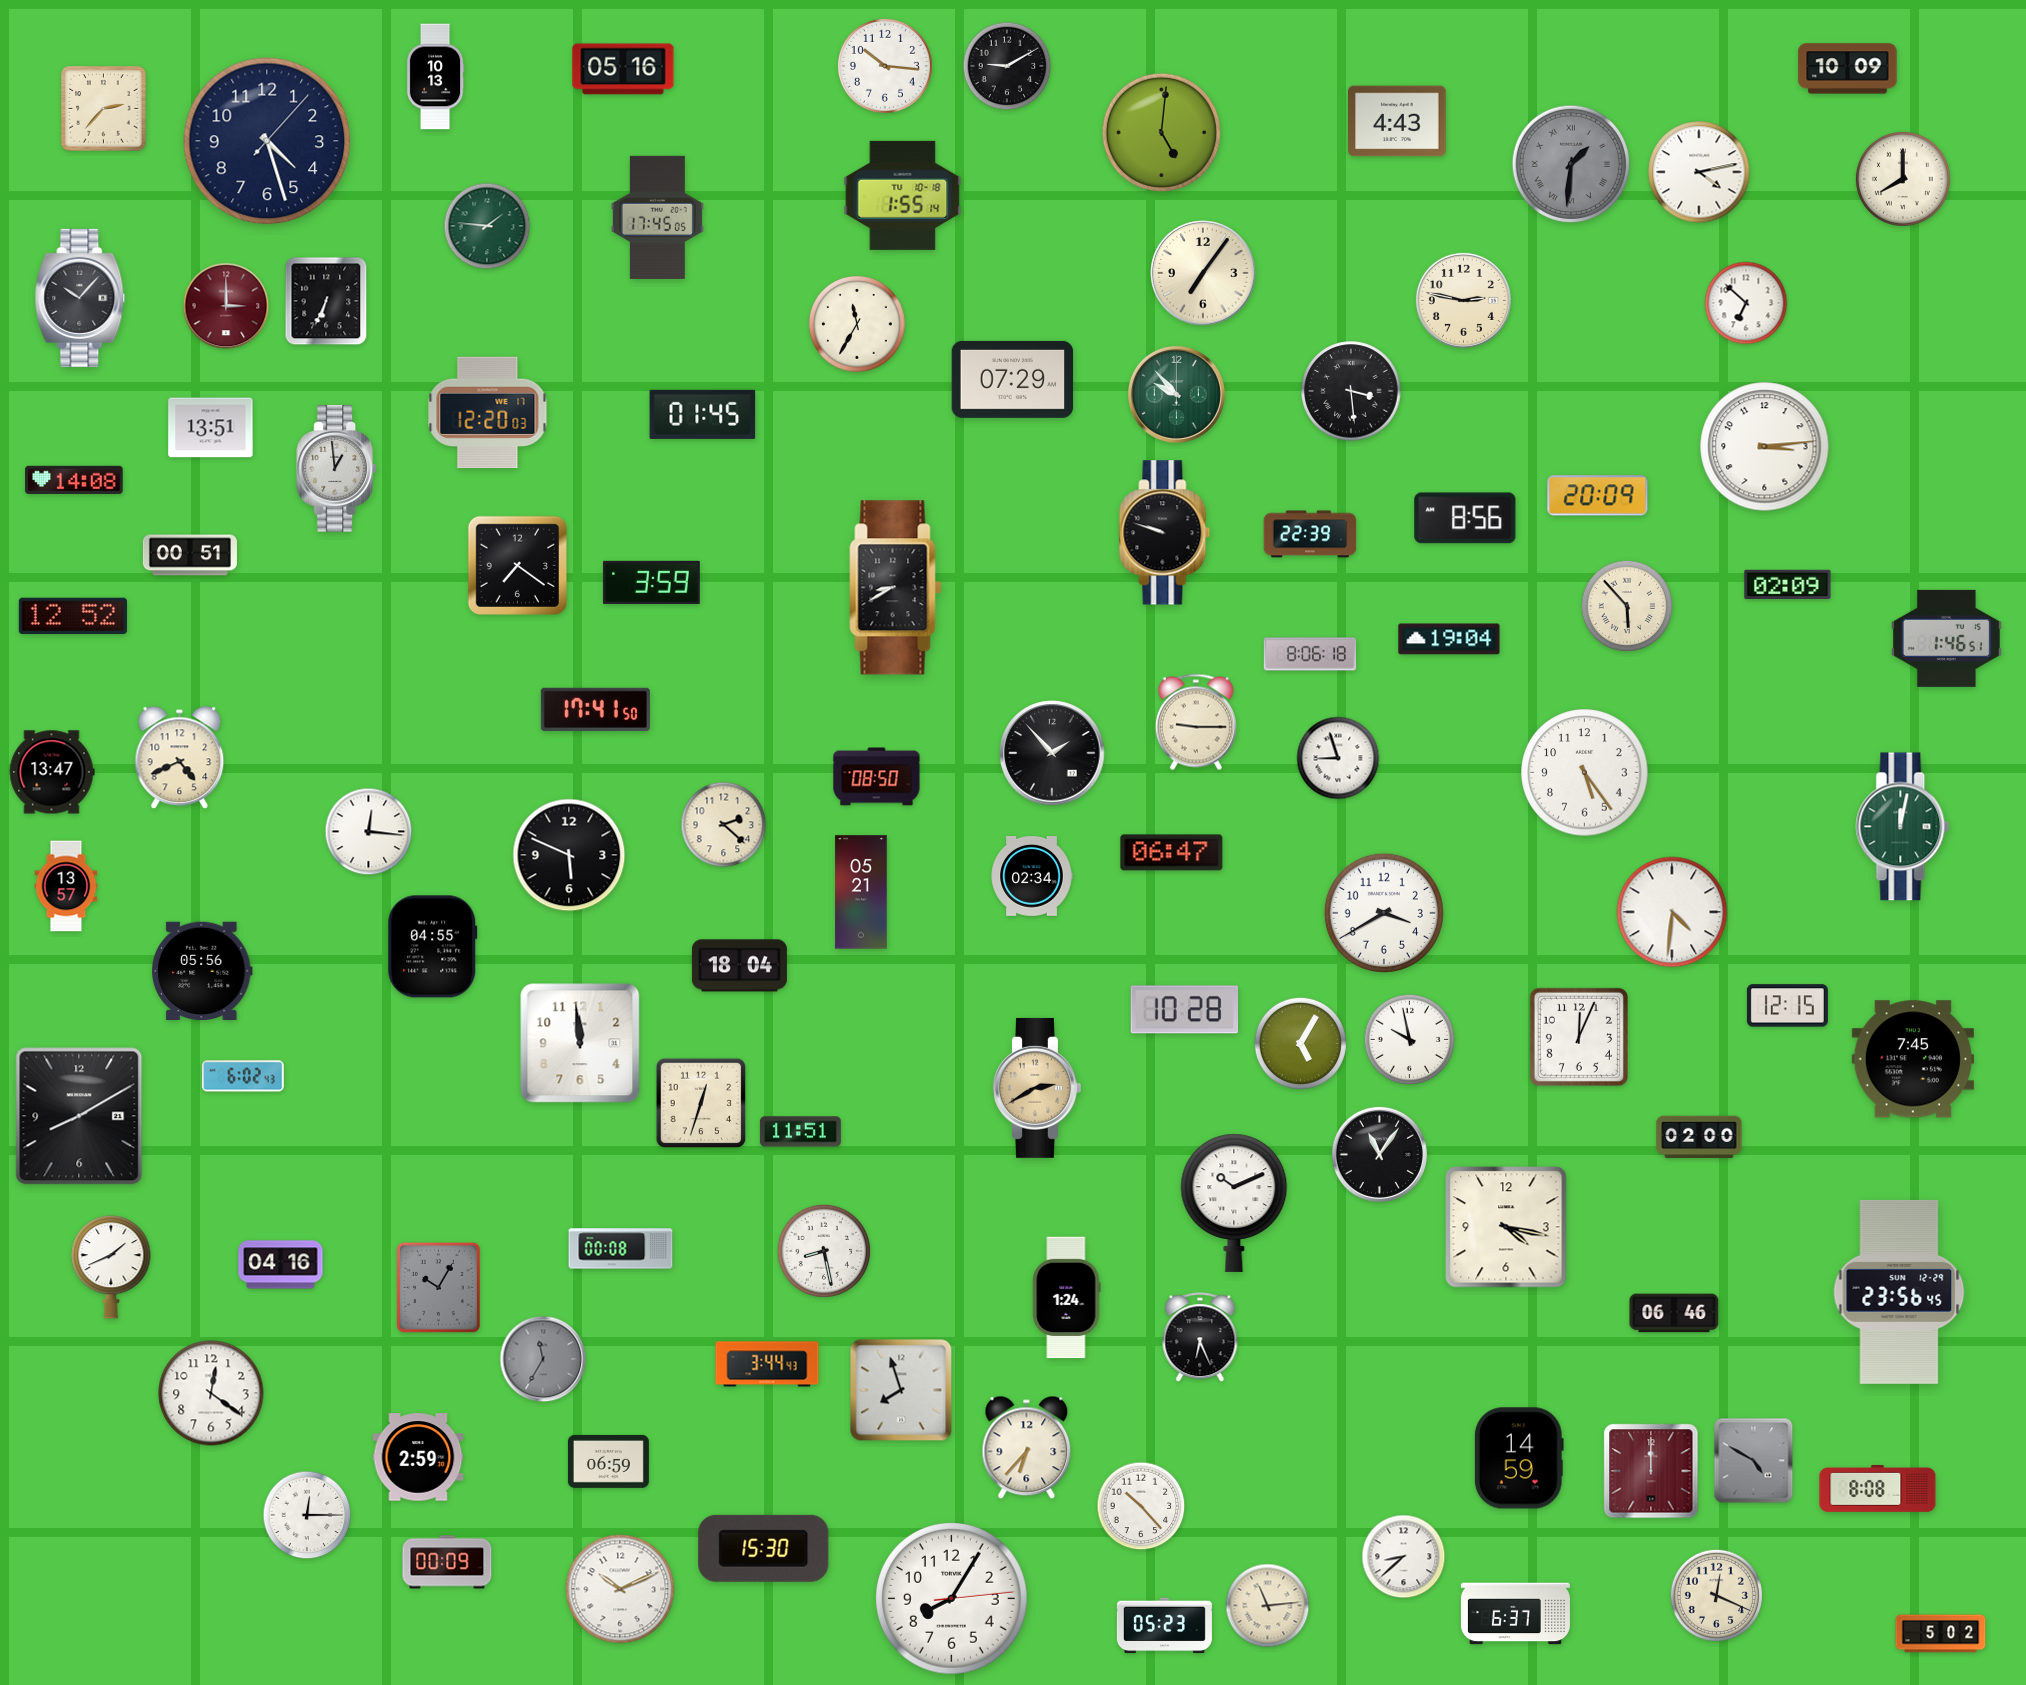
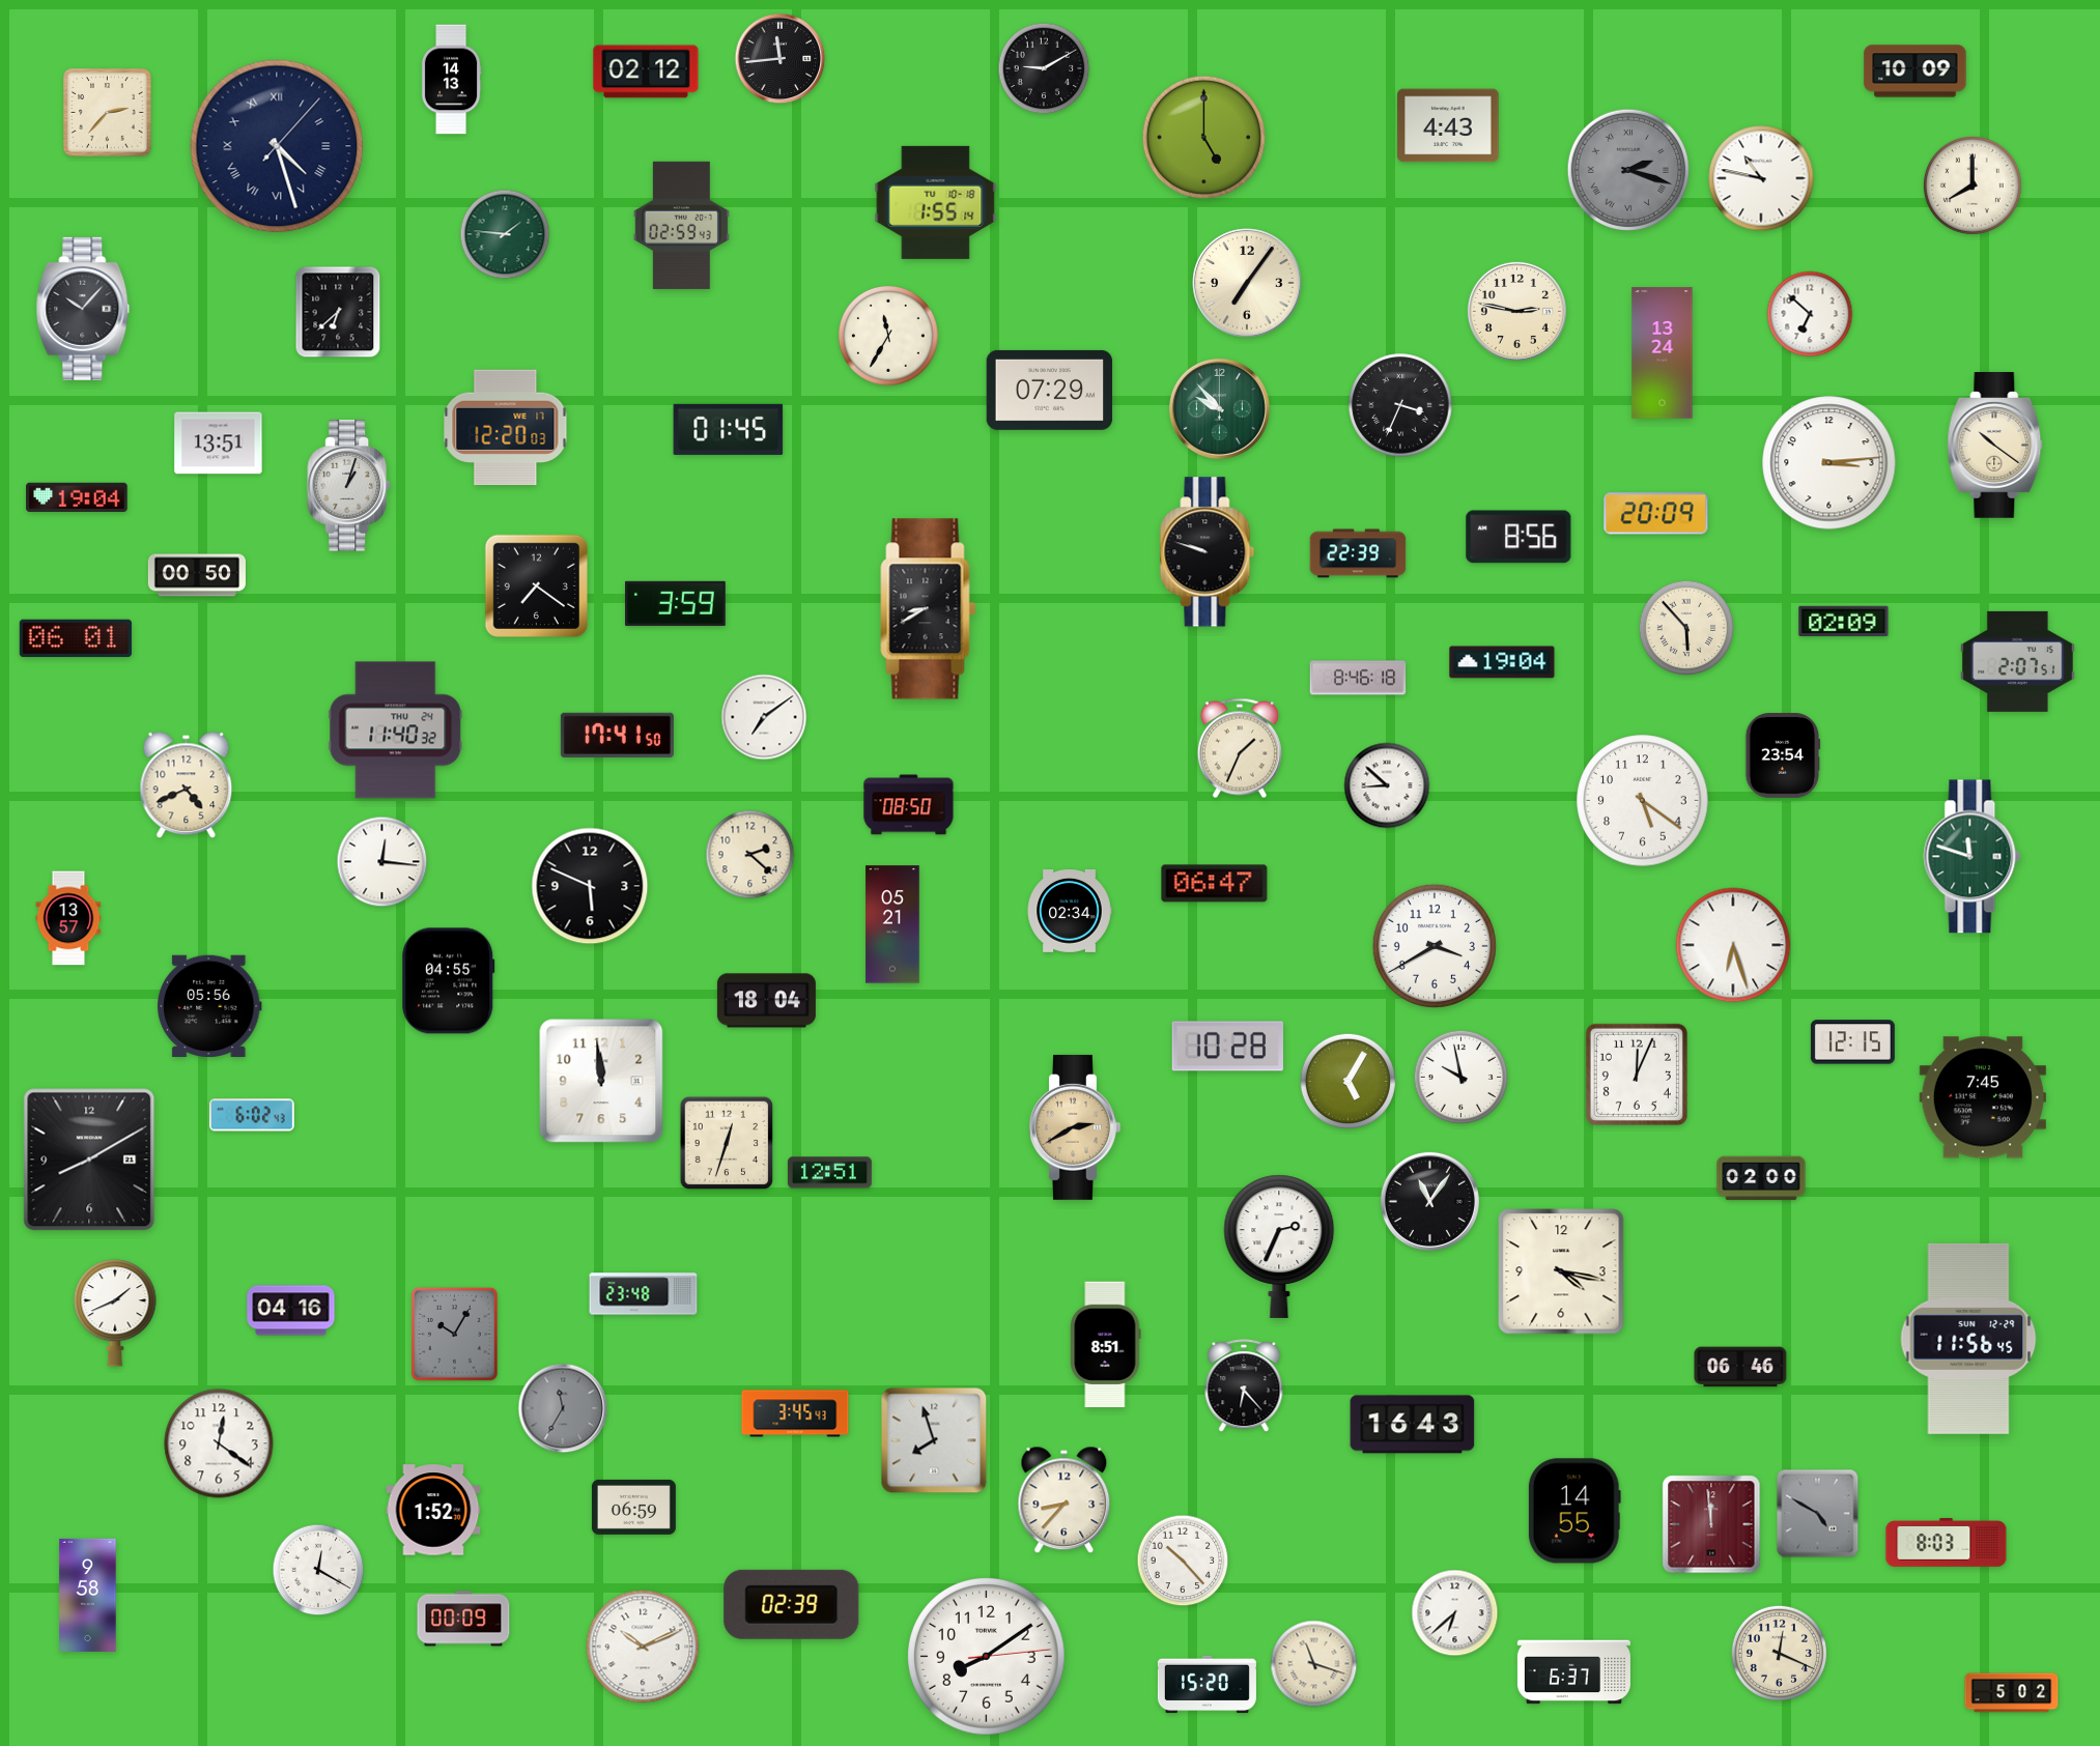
clock at (781, 59): none -> 11:44
clock at (885, 66): 10:16 -> none
clock at (623, 69): 05:16 -> 02:12
clock at (435, 77): 10:13 -> 14:13
clock at (1161, 132): 5:01 -> 5:00
clock at (267, 141) numerals: Arabic -> Roman
clock at (1570, 163): 1:31 -> 2:18
clock at (1699, 172): 4:13 -> 10:47
clock at (657, 217): 17:45 -> 02:59
clock at (326, 301): 6:34 -> 6:38
clock at (226, 306): 3:00 -> none
clock at (1663, 353): none -> 13:24
clock at (1013, 379) position: (1013, 379) -> (1050, 390)
clock at (1351, 391): 3:29 -> 3:34
clock at (1995, 446): none -> 10:21
clock at (337, 469): 12:59 -> 1:03
clock at (74, 480): 14:08 -> 19:04
clock at (190, 555): 00:51 -> 00:50
clock at (1788, 584) position: (1788, 584) -> (1844, 621)
clock at (73, 616): 12:52 -> 06:01
clock at (1946, 638): 1:46 -> 2:07
clock at (1310, 654): 8:06 -> 8:46
clock at (764, 717): none -> 7:09
clock at (396, 731): none -> 11:40
clock at (1196, 722): 9:15 -> 1:34
clock at (1783, 756): none -> 23:54
clock at (1052, 753): 1:53 -> none
clock at (1338, 758): 8:57 -> 8:52
clock at (52, 772): 13:47 -> none
clock at (1585, 773): 5:24 -> 5:21
clock at (1903, 827): 12:02 -> 11:48
clock at (1032, 877) position: (1032, 877) -> (1070, 912)
clock at (1672, 912): 4:31 -> 6:27
clock at (79, 1116) position: (79, 1116) -> (89, 1160)
clock at (800, 1132): 11:51 -> 12:51
clock at (1379, 1154) position: (1379, 1154) -> (1429, 1201)
clock at (1234, 1203): 10:11 -> 2:34
clock at (621, 1249): 00:08 -> 23:48
clock at (824, 1251): 8:28 -> none
clock at (1899, 1292): 23:56 -> 11:56
clock at (1067, 1298): 1:24 -> 8:51
clock at (1674, 1313) position: (1674, 1313) -> (1740, 1367)
clock at (1200, 1338): 6:26 -> 6:23
clock at (767, 1364): 3:44 -> 3:45
clock at (1413, 1425): none -> 16:43
clock at (1027, 1448): 6:37 -> 8:37
clock at (418, 1457): 2:59 -> 1:52
clock at (1519, 1458): 14:59 -> 14:55
clock at (608, 1461) position: (608, 1461) -> (633, 1507)
clock at (1651, 1471): 12:00 -> 11:59
clock at (1878, 1488): 8:08 -> 8:03
clock at (307, 1515): 12:15 -> 12:20
clock at (88, 1595): none -> 9:58
clock at (764, 1548): 15:30 -> 02:39
clock at (1404, 1557): 8:38 -> 6:38
clock at (952, 1599): 8:05 -> 8:09
clock at (1268, 1606): 11:14 -> 11:18
clock at (1515, 1614) position: (1515, 1614) -> (1573, 1672)
clock at (1164, 1626): 05:23 -> 15:20
